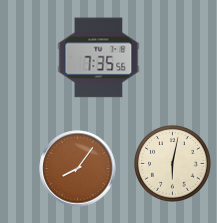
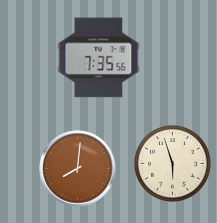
clock at (173, 164): 6:02 -> 5:57
clock at (78, 169): 8:06 -> 8:01
